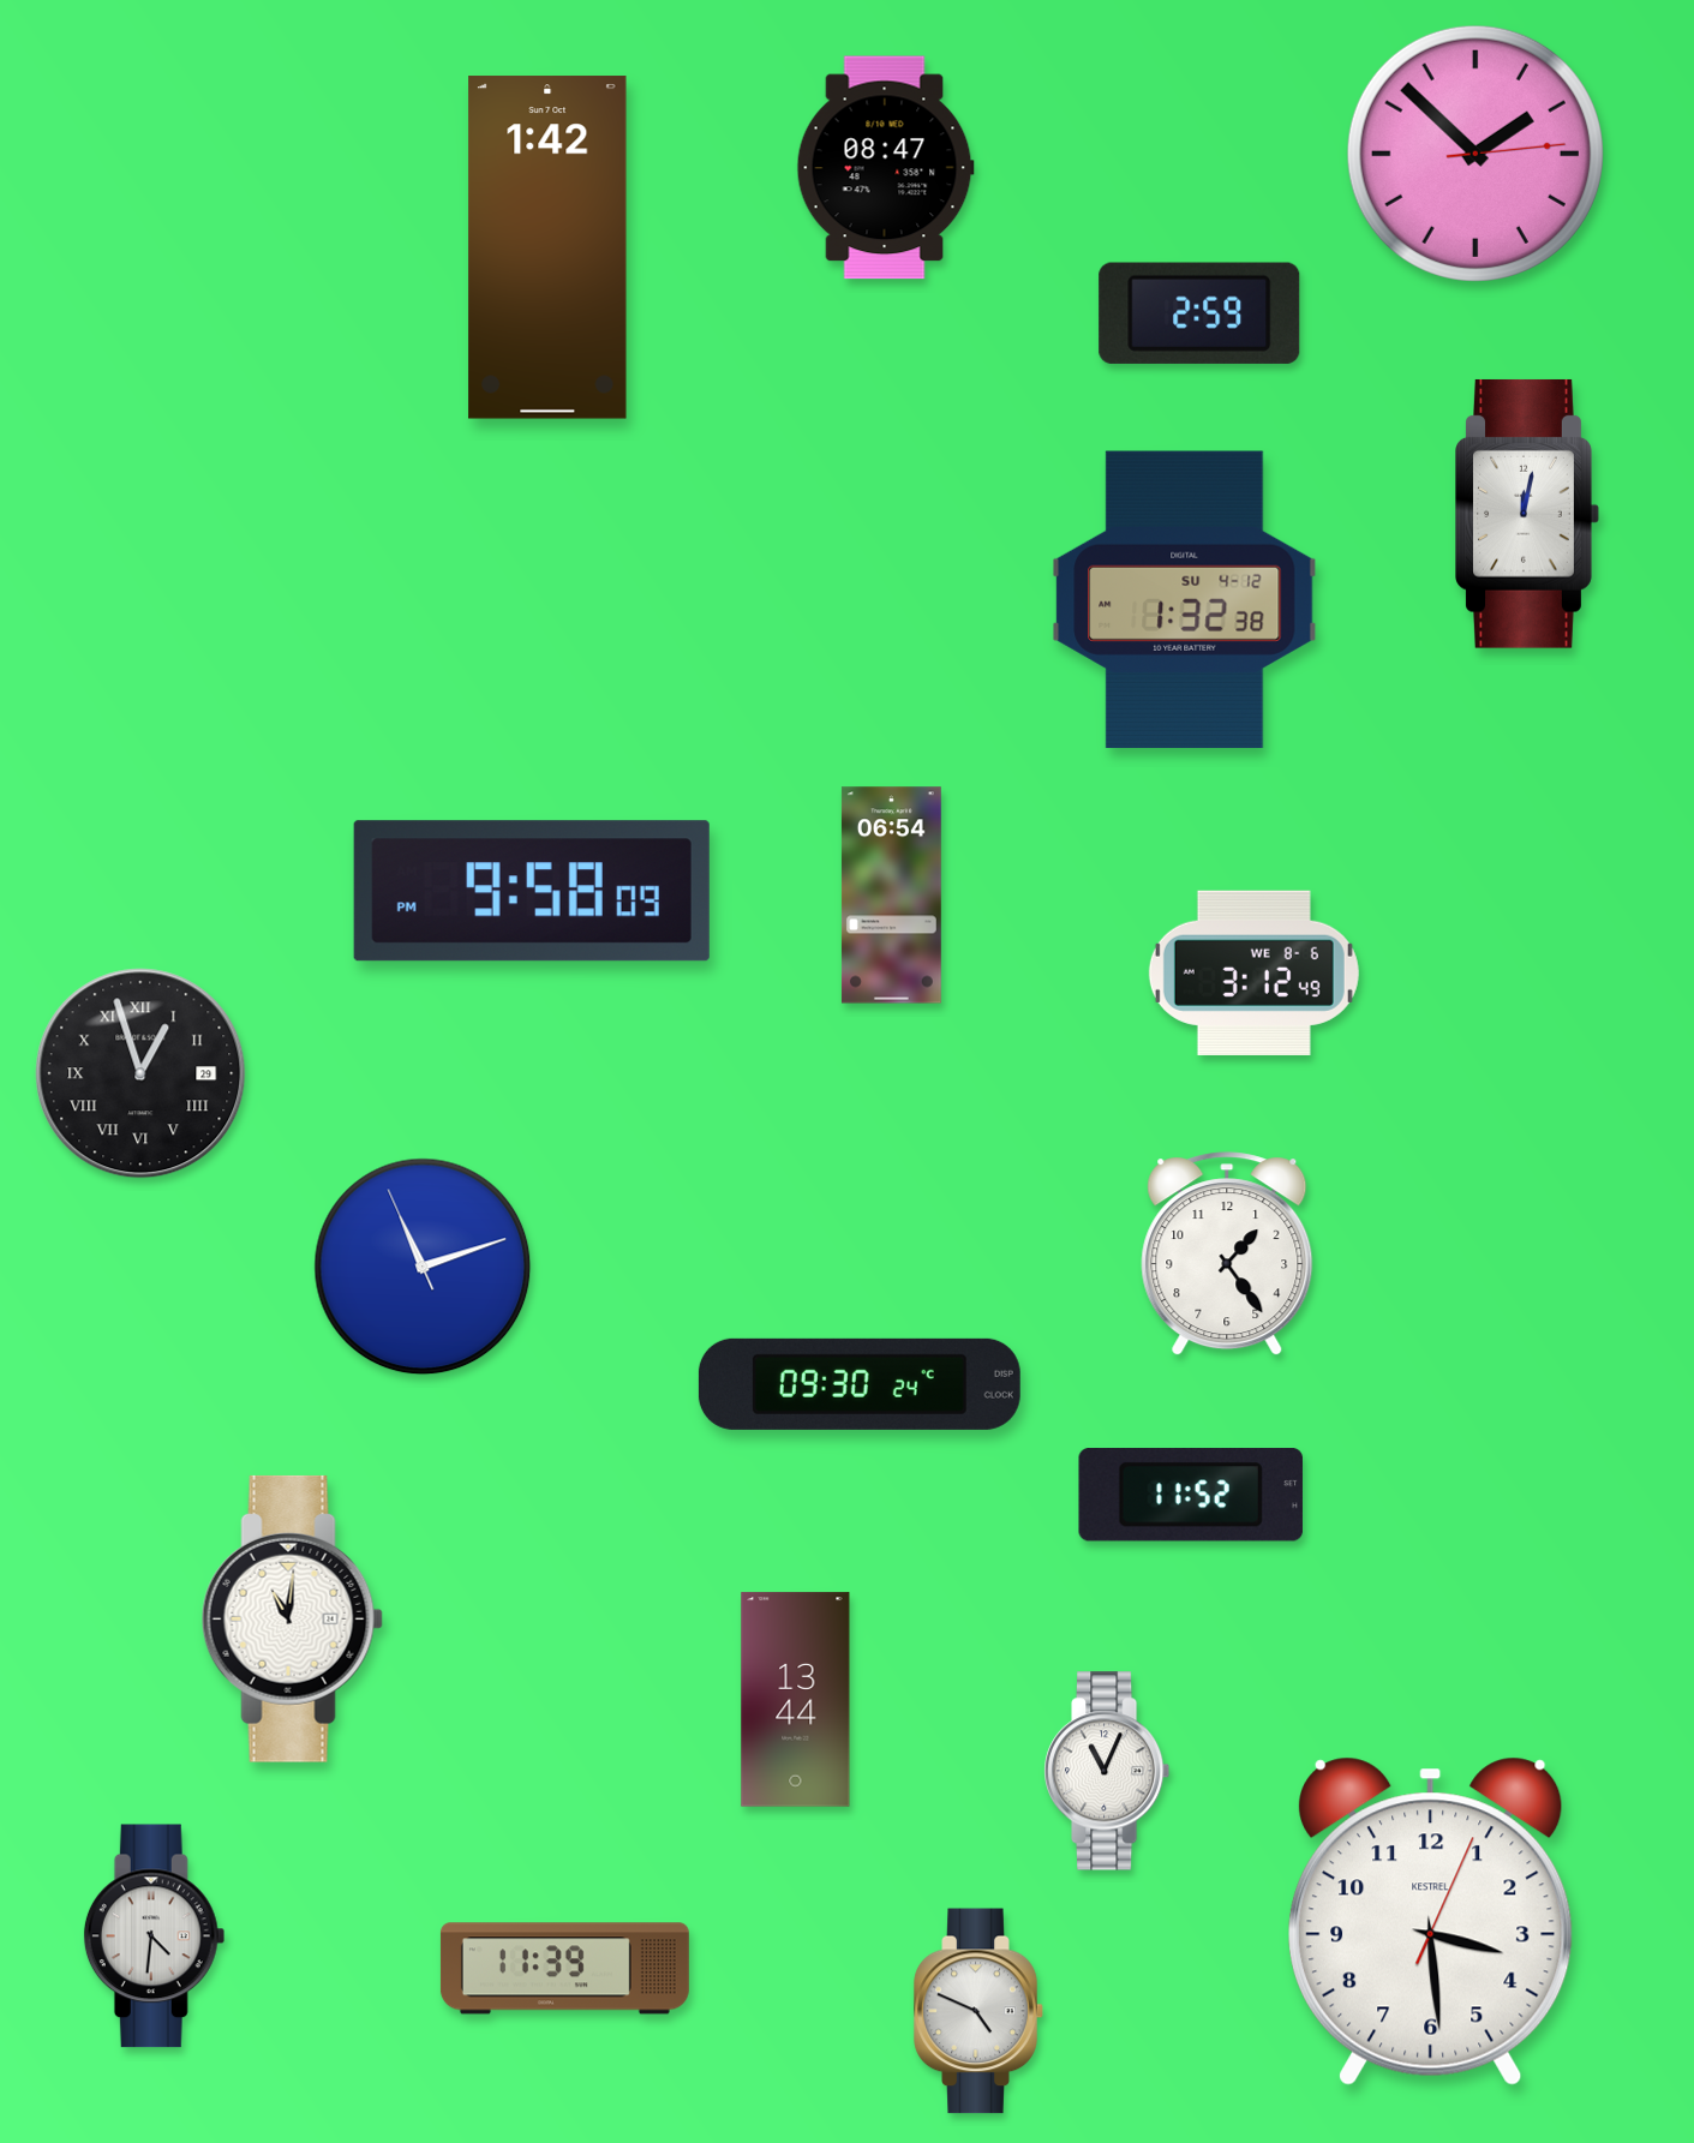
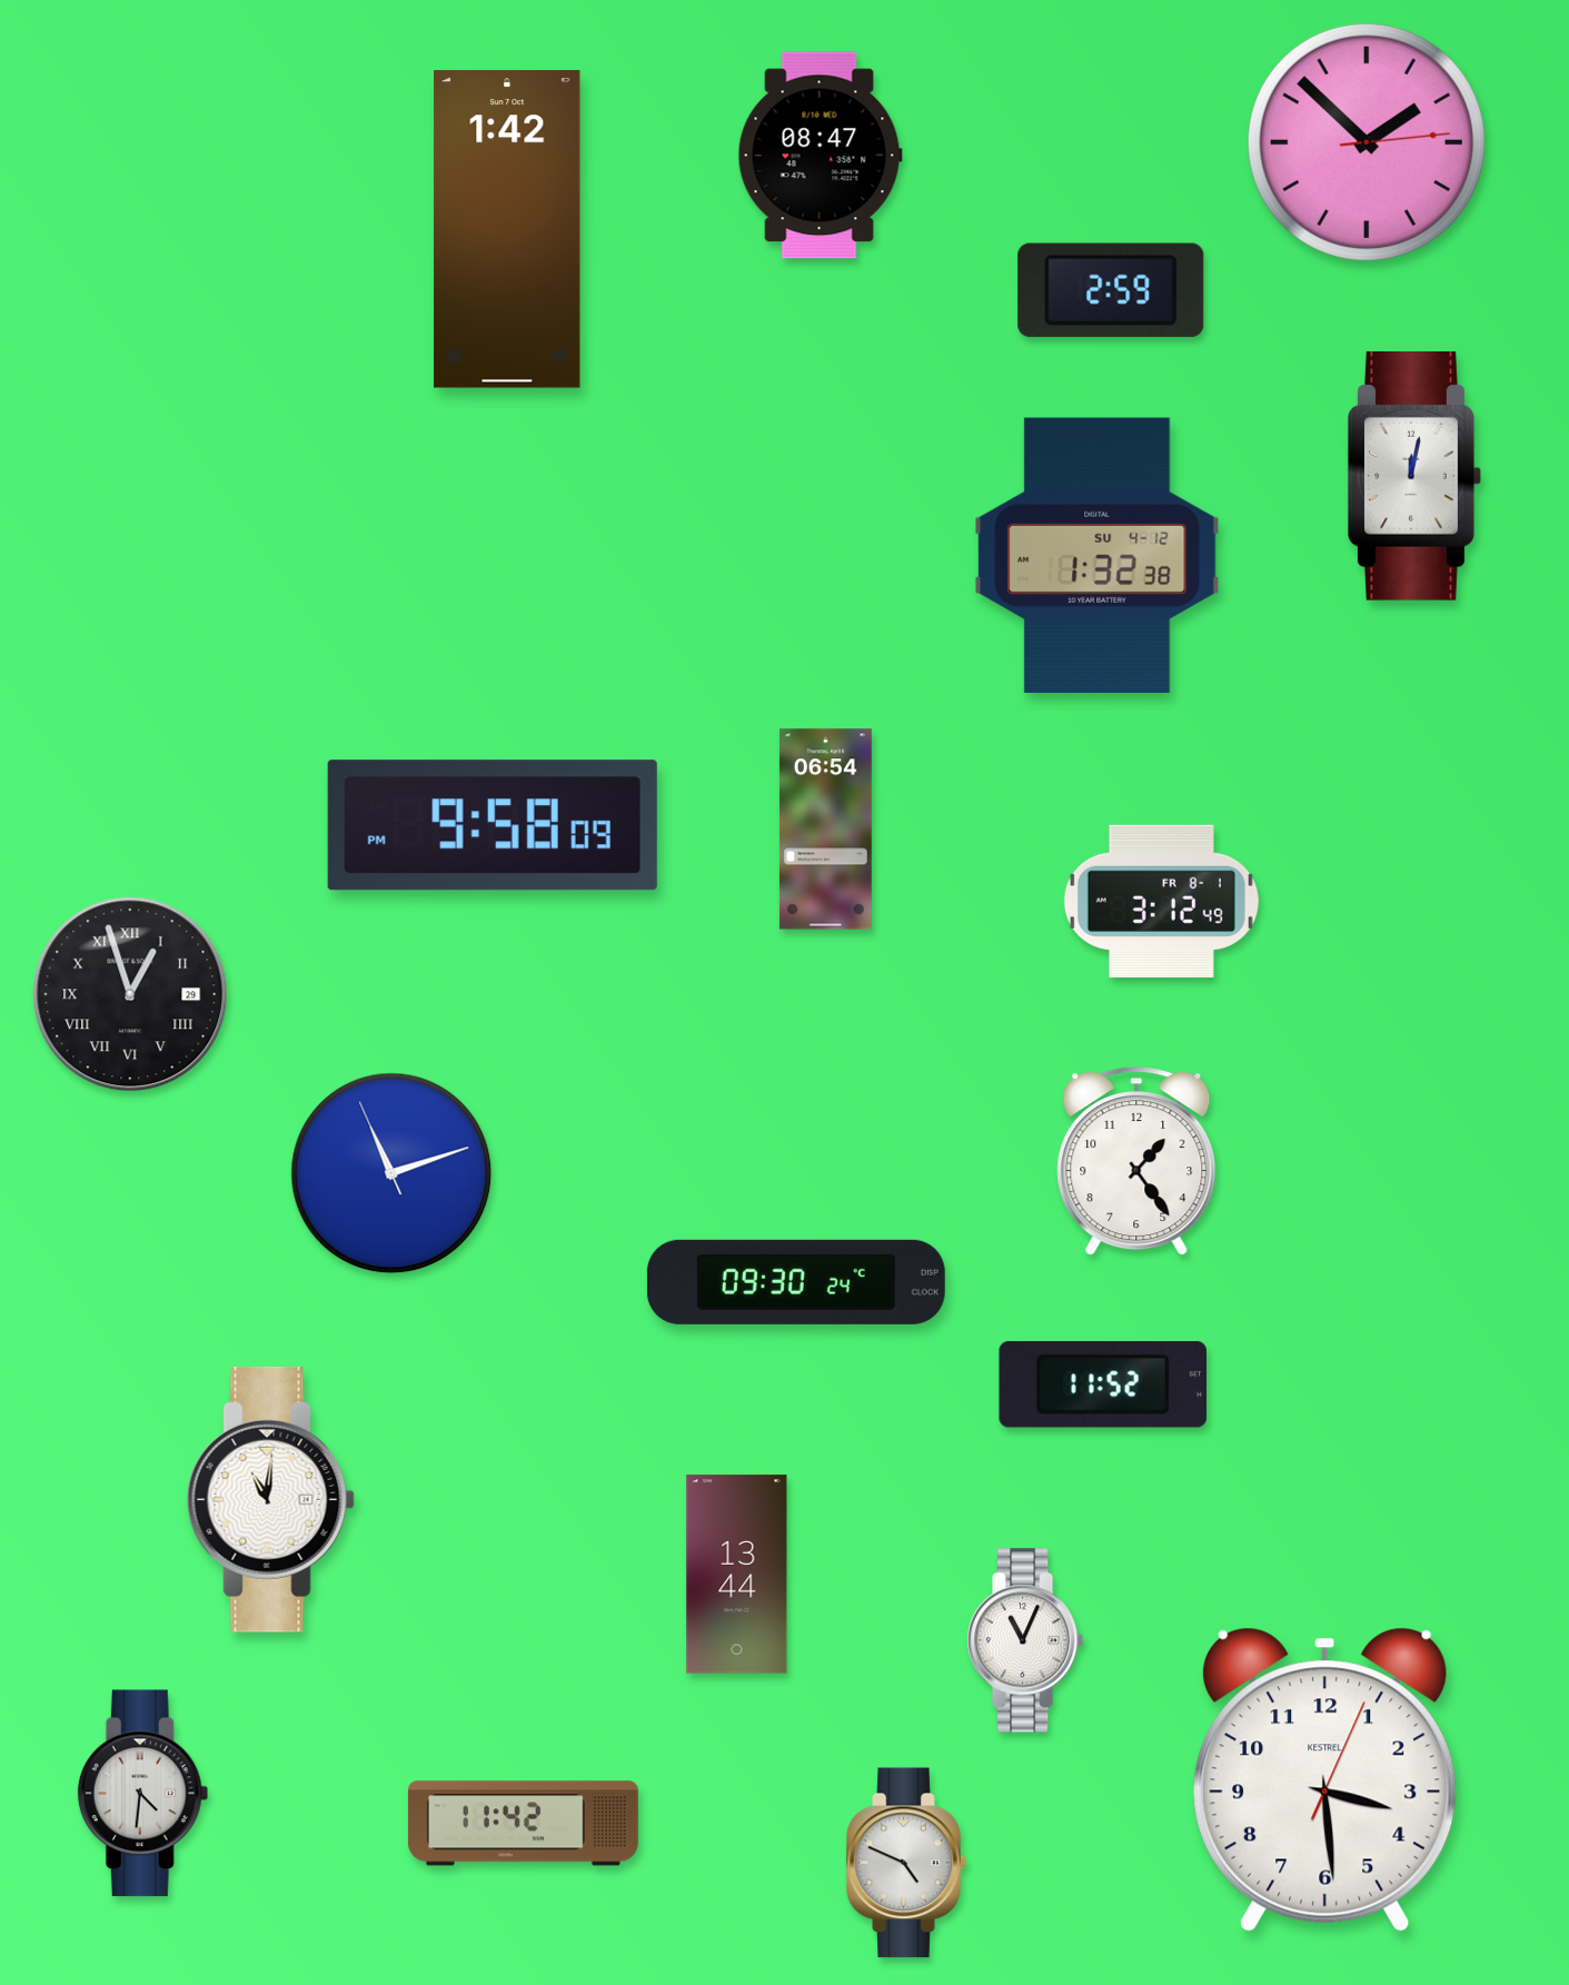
clock at (1253, 972) date: WE 8-6 -> FR 8-1
clock at (564, 1969): 11:39 -> 11:42
